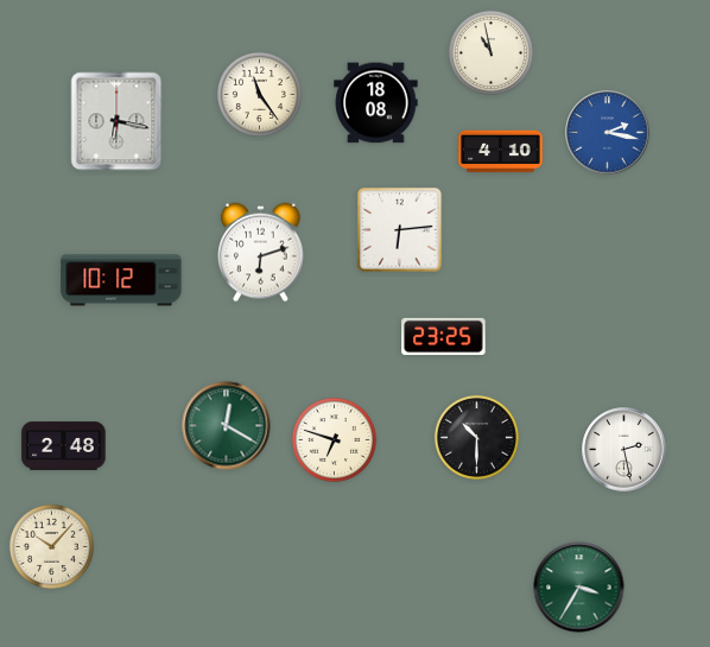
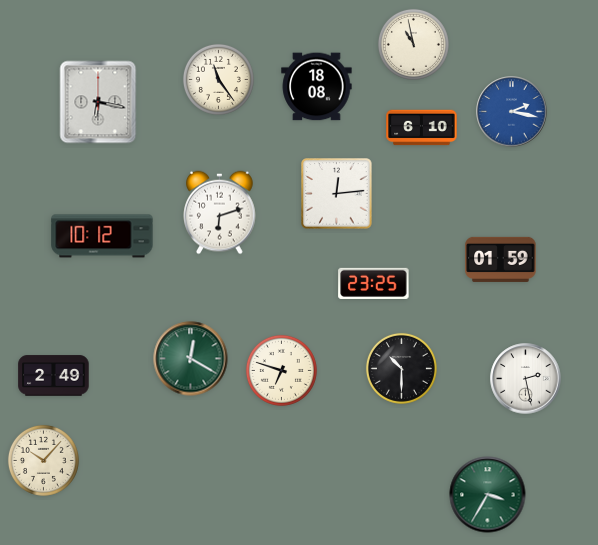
clock at (501, 152): 4:10 -> 6:10
clock at (400, 230): 6:14 -> 12:14
clock at (501, 259): none -> 01:59
clock at (64, 446): 2:48 -> 2:49
